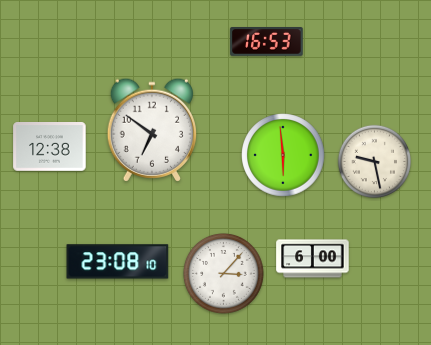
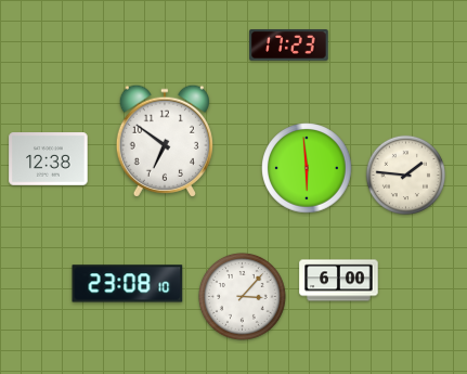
clock at (267, 42): 16:53 -> 17:23
clock at (50, 147) position: (50, 147) -> (49, 159)
clock at (374, 161): 9:28 -> 1:46
